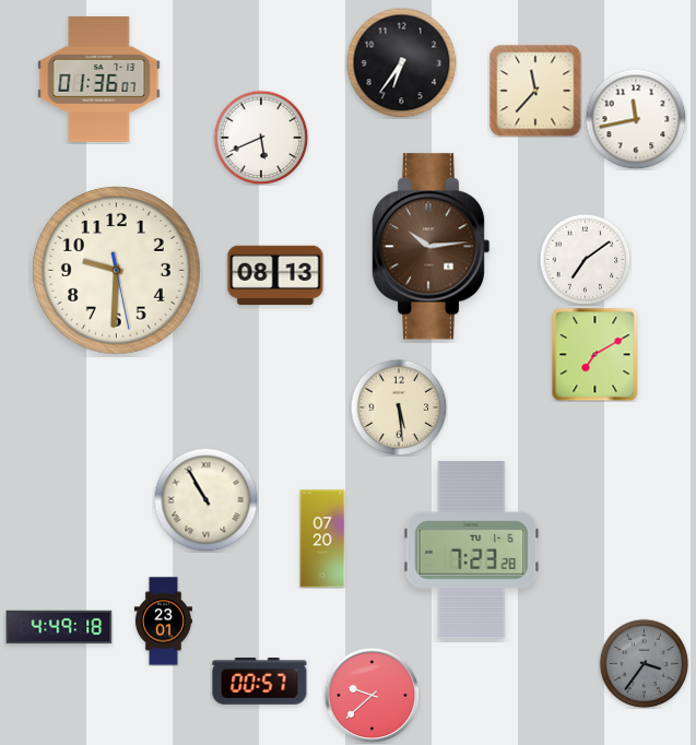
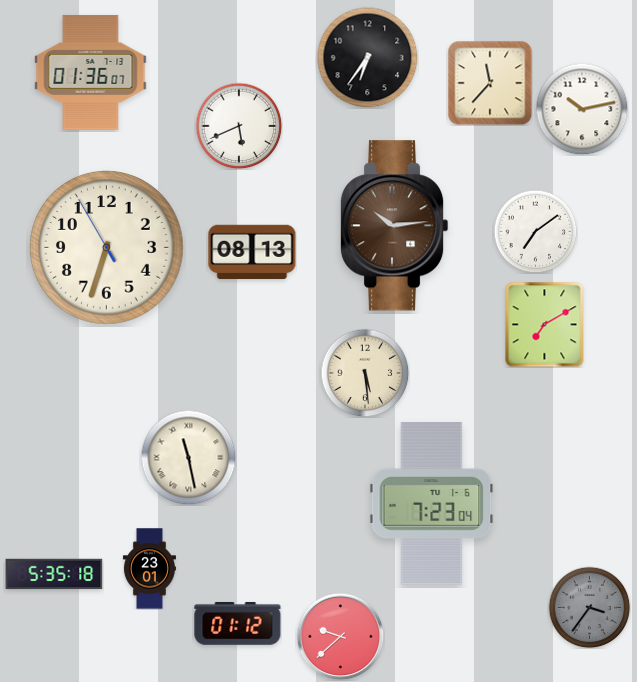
clock at (636, 119): 11:43 -> 10:13
clock at (585, 259) position: (585, 259) -> (535, 231)
clock at (117, 271): 9:30 -> 6:32
clock at (205, 499): 10:55 -> 11:28
clock at (322, 539): 07:20 -> none
clock at (472, 551): 7:23:28 -> 7:23:04
clock at (59, 627): 4:49 -> 5:35
clock at (260, 681): 00:57 -> 01:12
